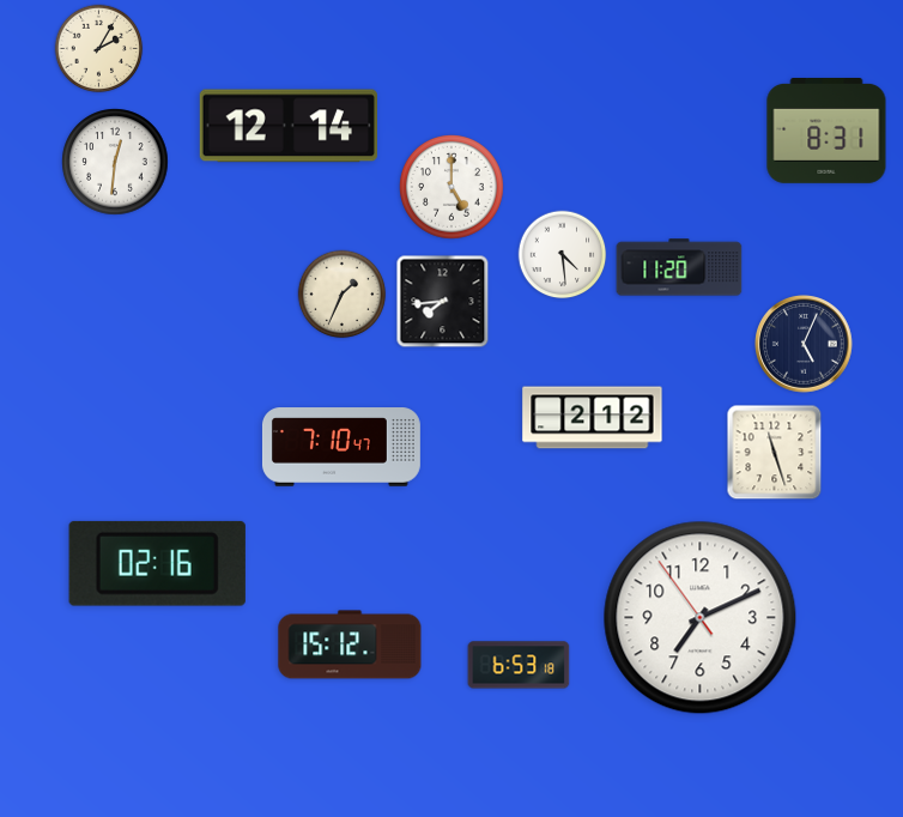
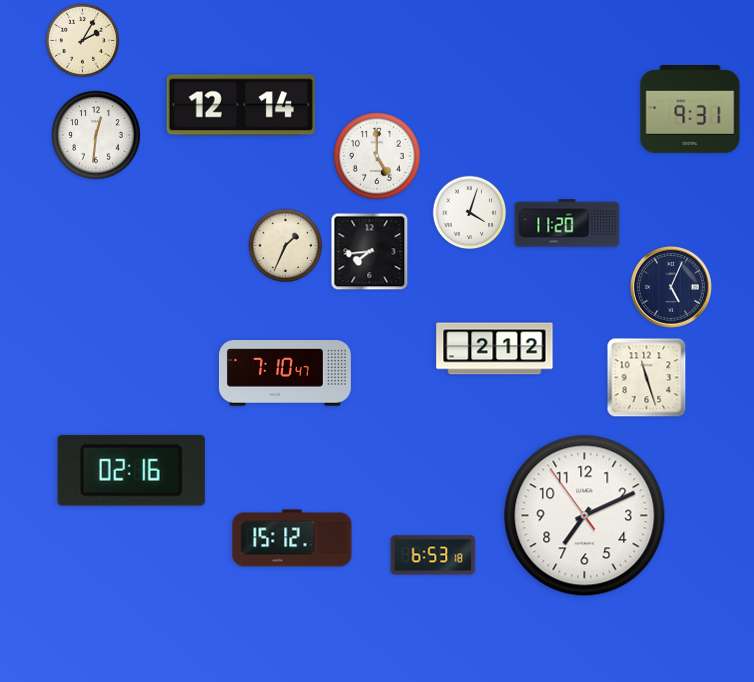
clock at (826, 132): 8:31 -> 9:31
clock at (563, 255): 4:29 -> 4:03
